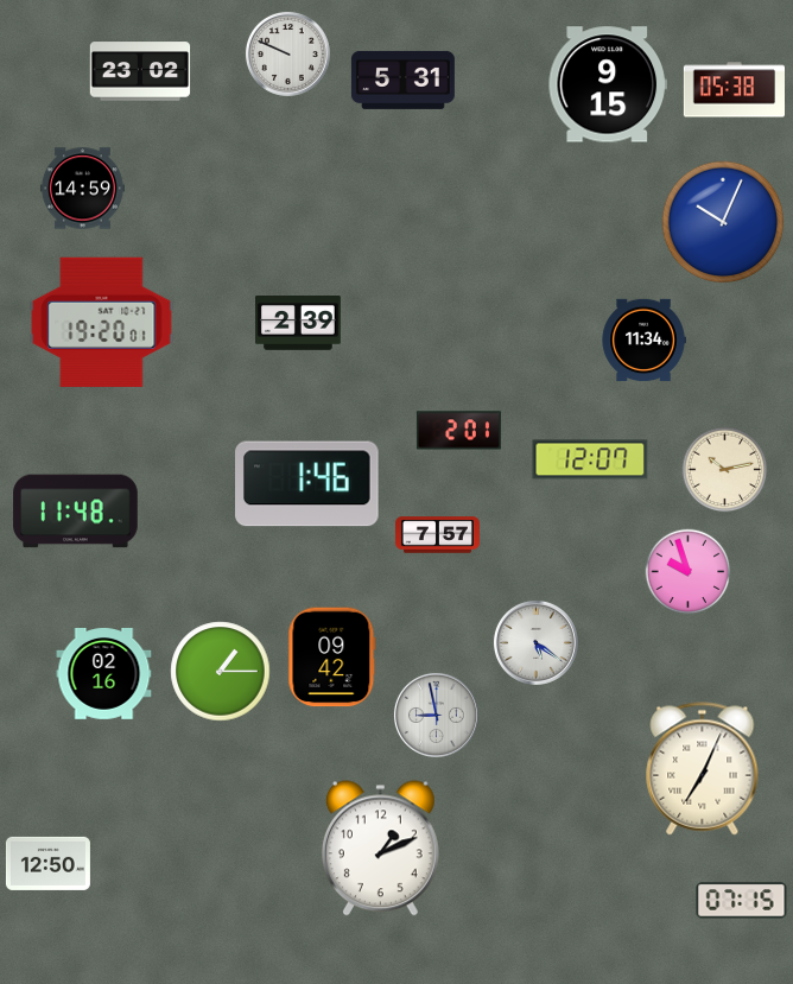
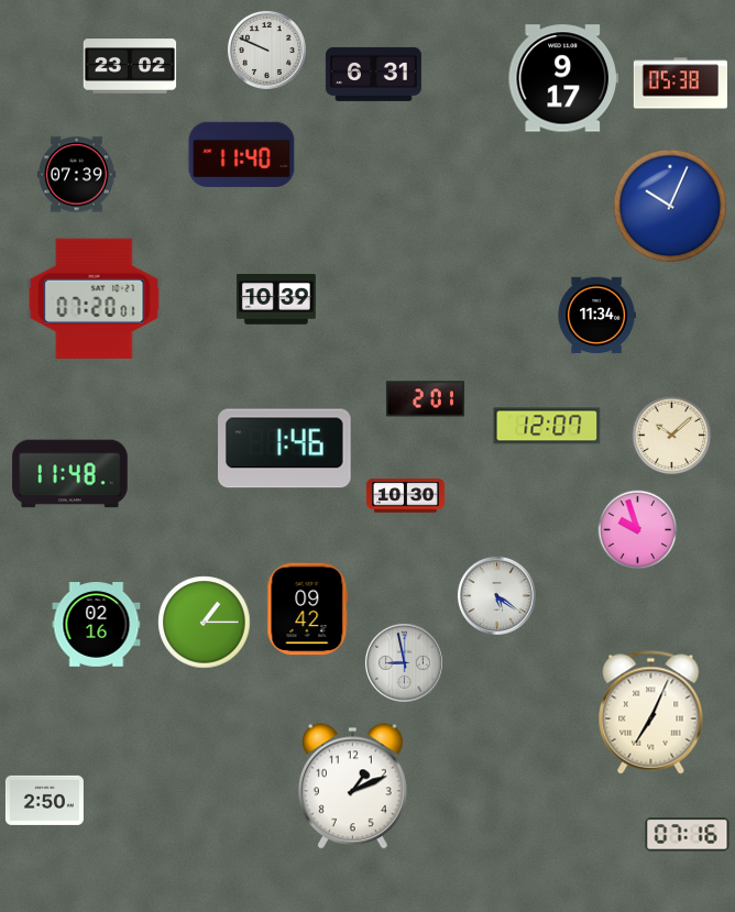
clock at (402, 80): 5:31 -> 6:31
clock at (607, 84): 9:15 -> 9:17
clock at (242, 154): none -> 11:40
clock at (82, 189): 14:59 -> 07:39
clock at (102, 322): 19:20 -> 07:20
clock at (299, 324): 2:39 -> 10:39
clock at (725, 470): 10:13 -> 10:08
clock at (437, 535): 7:57 -> 10:30
clock at (47, 863): 12:50 -> 2:50
clock at (742, 901): 07:15 -> 07:16
